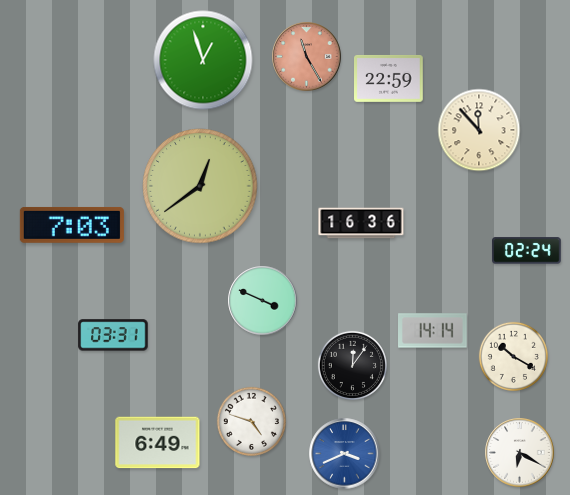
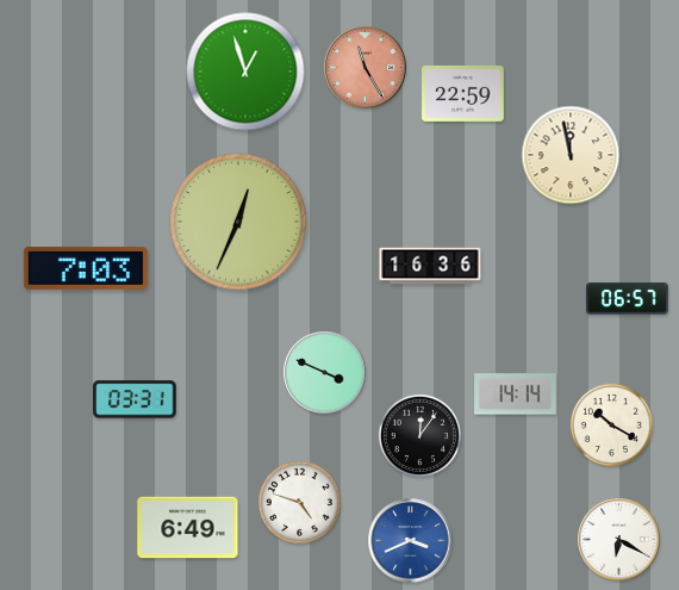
clock at (203, 60) position: (203, 60) -> (245, 72)
clock at (479, 130): 11:53 -> 11:58
clock at (200, 186): 12:39 -> 12:34
clock at (527, 251): 02:24 -> 06:57
clock at (263, 301) position: (263, 301) -> (325, 373)
